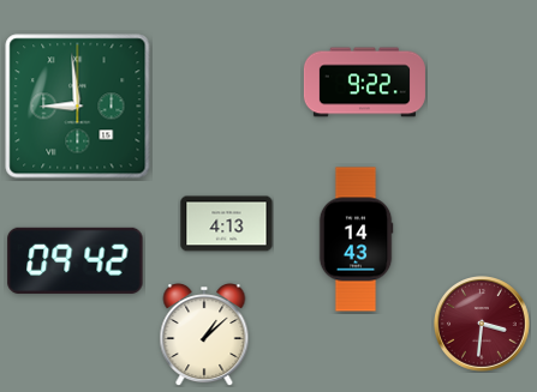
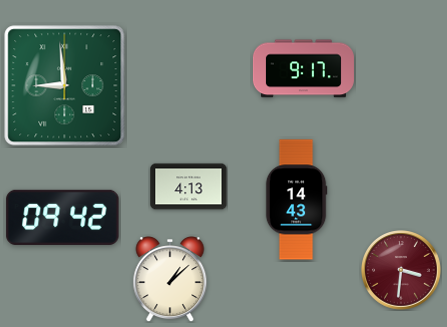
clock at (364, 83): 9:22 -> 9:17
clock at (78, 107) position: (78, 107) -> (65, 86)
